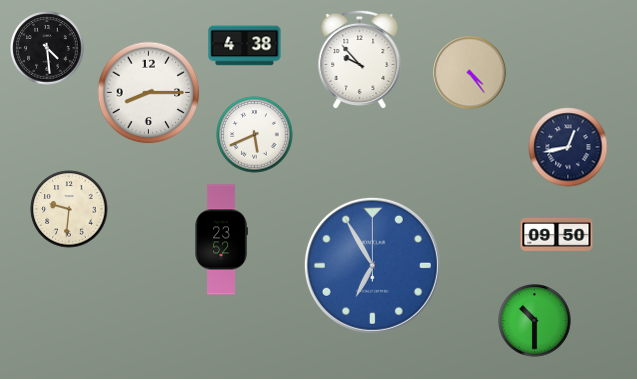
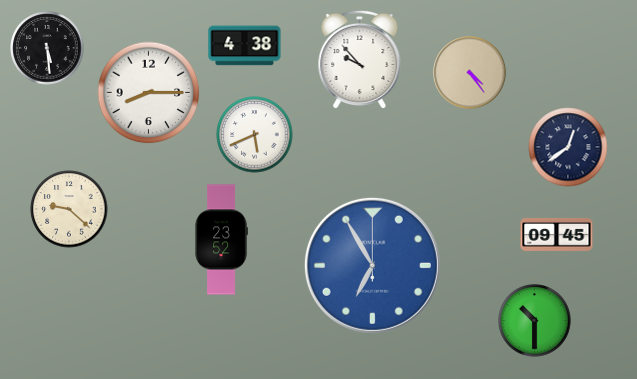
clock at (47, 48): 4:29 -> 5:29
clock at (568, 147): 12:43 -> 12:39
clock at (69, 209): 9:31 -> 9:22
clock at (557, 234): 09:50 -> 09:45
